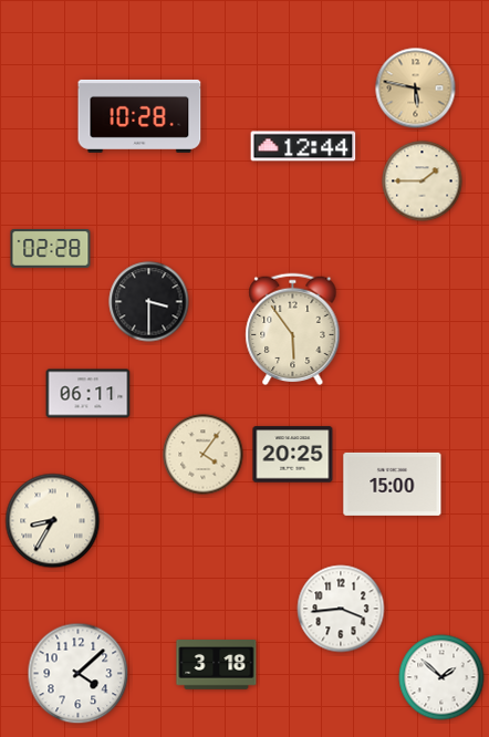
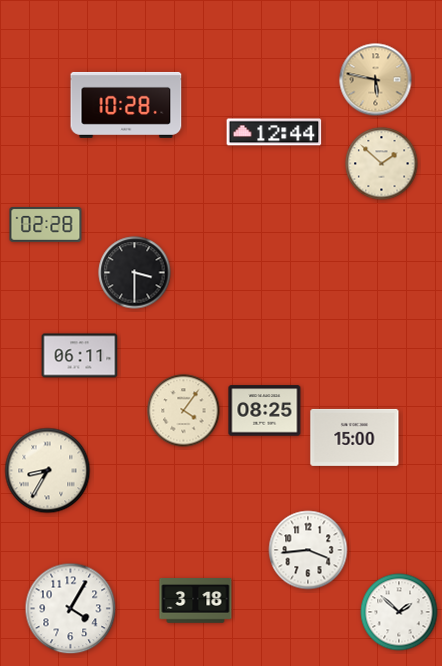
clock at (423, 181): 1:45 -> 1:52
clock at (293, 330): 5:54 -> none
clock at (293, 455): 20:25 -> 08:25
clock at (79, 674): 4:08 -> 4:05
